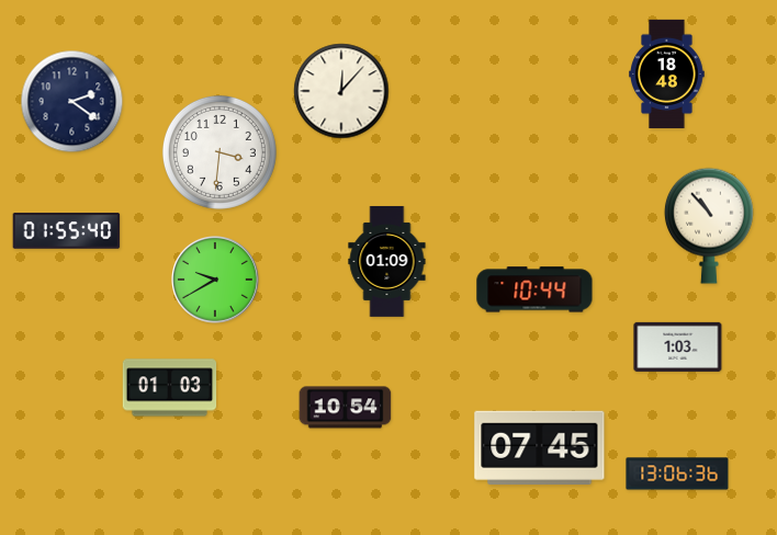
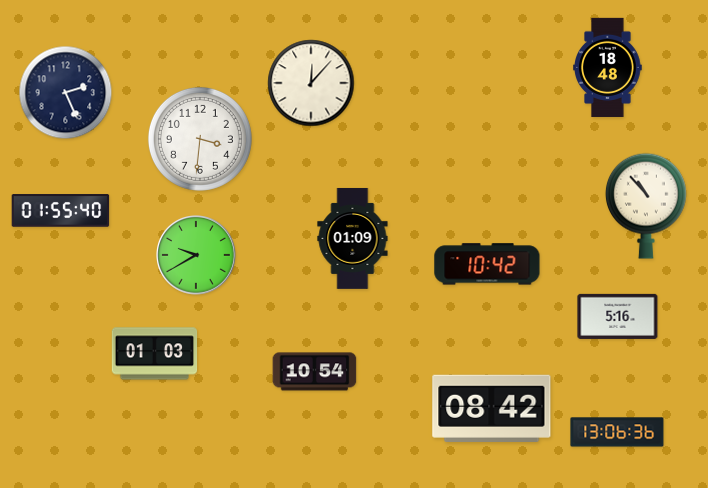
clock at (72, 102): 2:21 -> 2:26
clock at (534, 289): 10:44 -> 10:42
clock at (678, 346): 1:03 -> 5:16
clock at (540, 447): 07:45 -> 08:42
